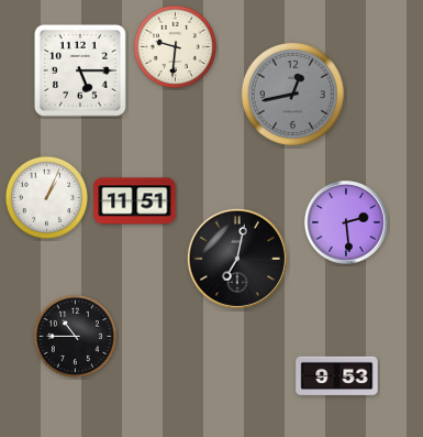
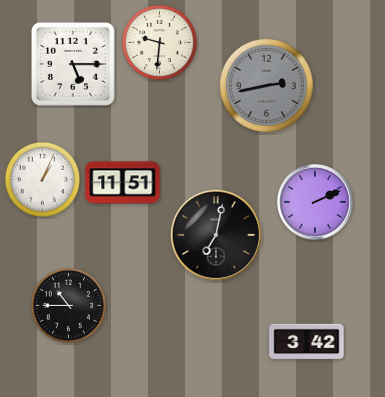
clock at (292, 94): 12:43 -> 2:43
clock at (347, 223): 2:29 -> 2:11
clock at (337, 376): 9:53 -> 3:42
